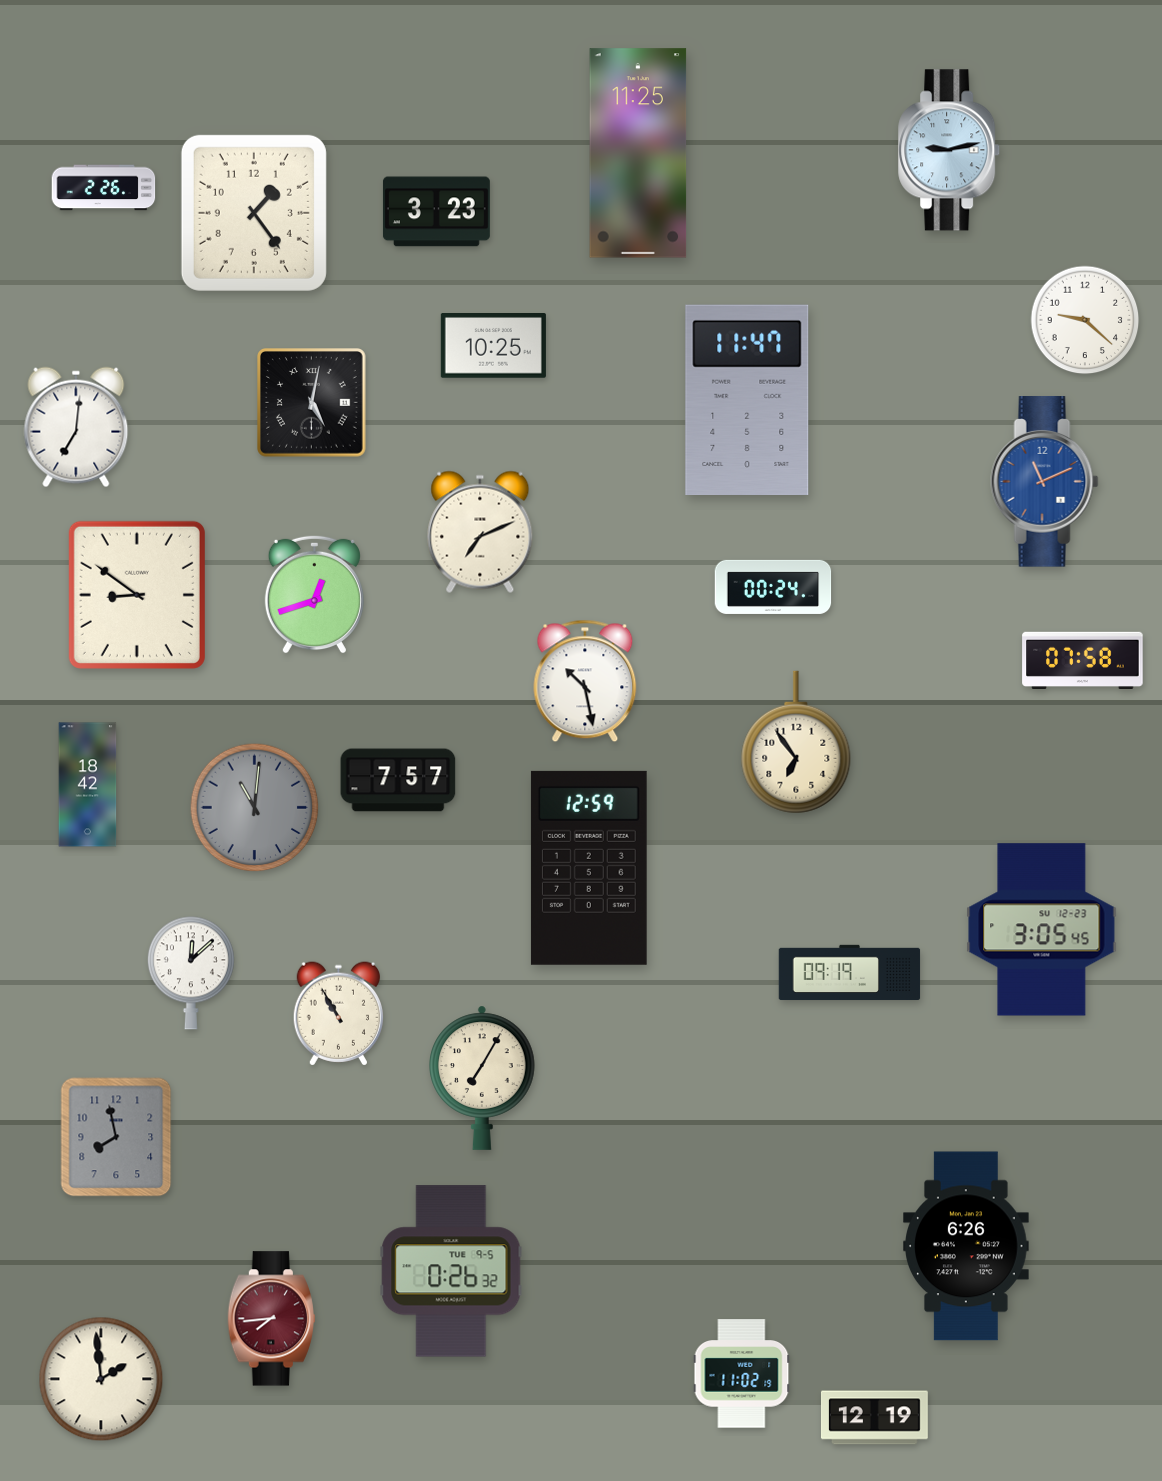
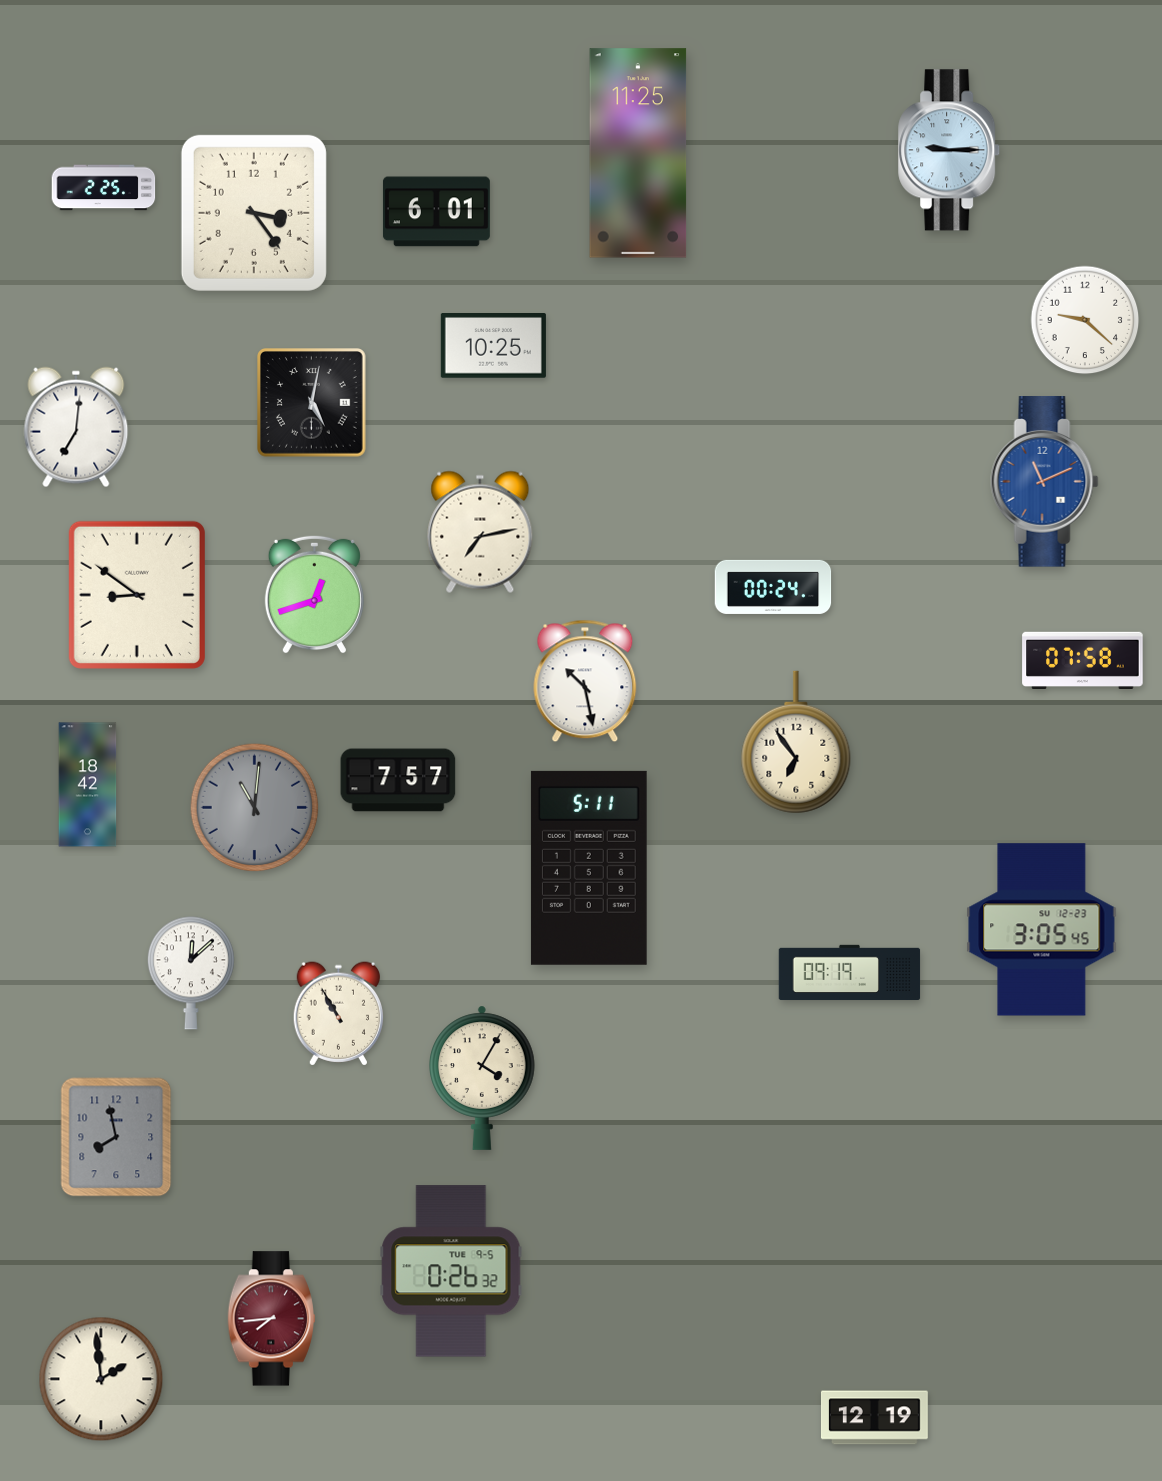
clock at (950, 150): 9:13 -> 9:15
clock at (104, 188): 2:26 -> 2:25
clock at (436, 212): 3:23 -> 6:01
clock at (254, 213): 1:24 -> 3:24
clock at (747, 399): 11:47 -> none
clock at (480, 532): 7:11 -> 7:13
clock at (589, 868): 12:59 -> 5:11
clock at (483, 1078): 7:05 -> 4:05
clock at (967, 1246): 6:26 -> none
clock at (742, 1374): 11:02 -> none
